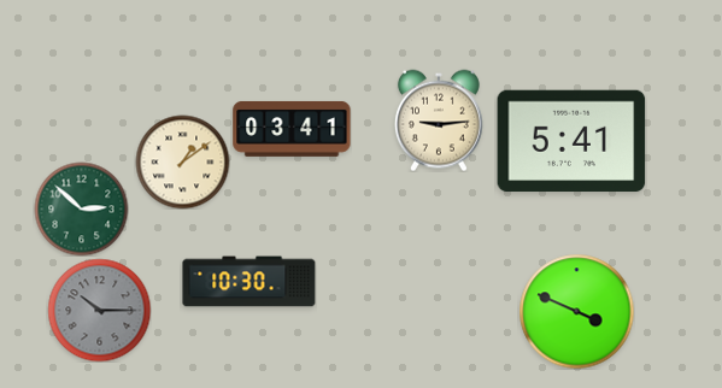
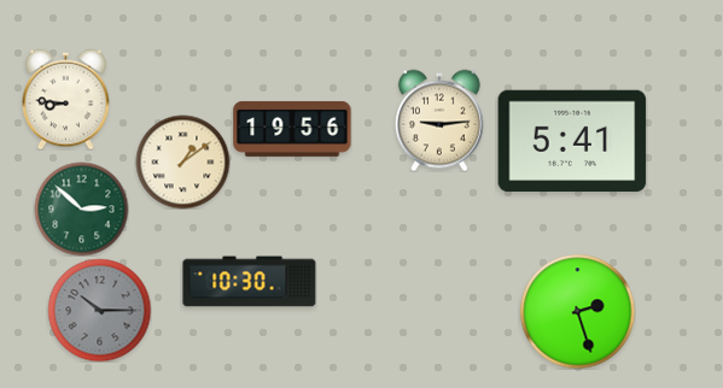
clock at (66, 99): none -> 8:46
clock at (292, 129): 03:41 -> 19:56
clock at (576, 311): 3:49 -> 2:27
